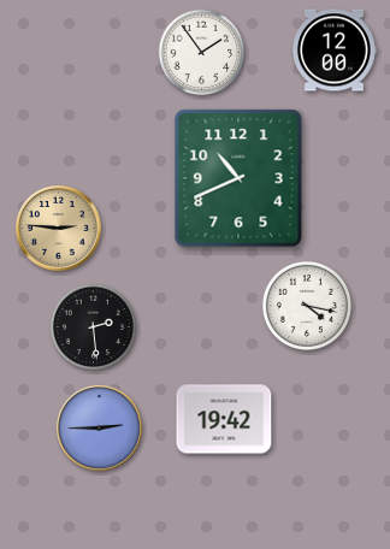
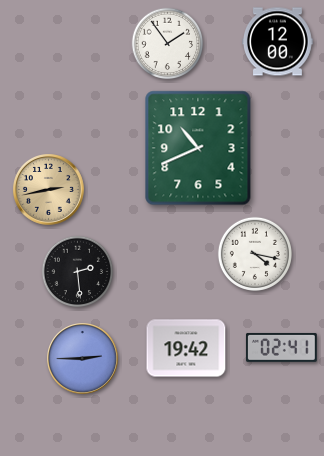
clock at (59, 229): 2:46 -> 2:43
clock at (281, 347): none -> 02:41
clock at (100, 429) position: (100, 429) -> (83, 359)
